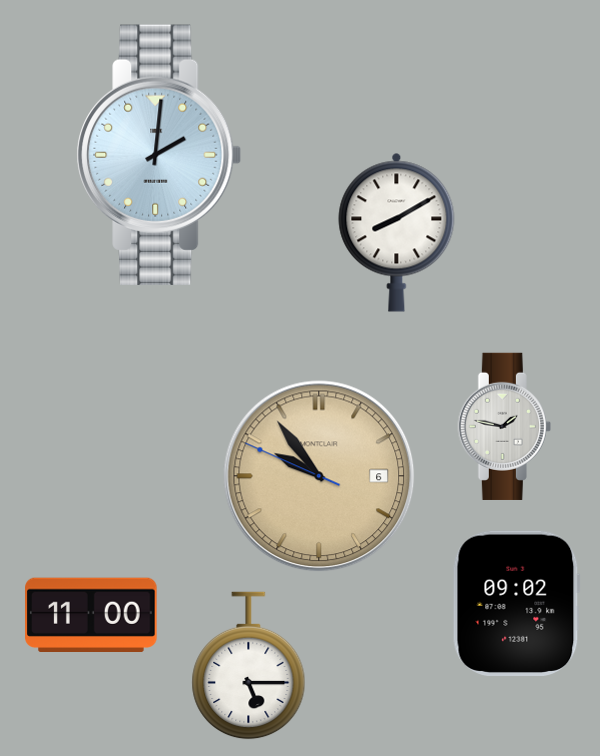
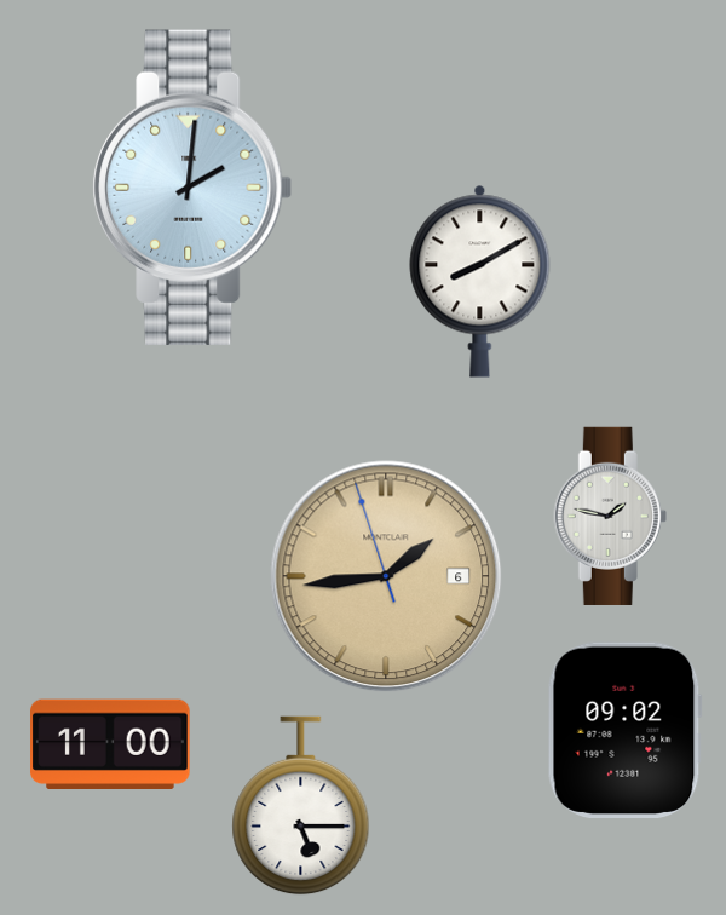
clock at (319, 476): 9:53 -> 1:43
